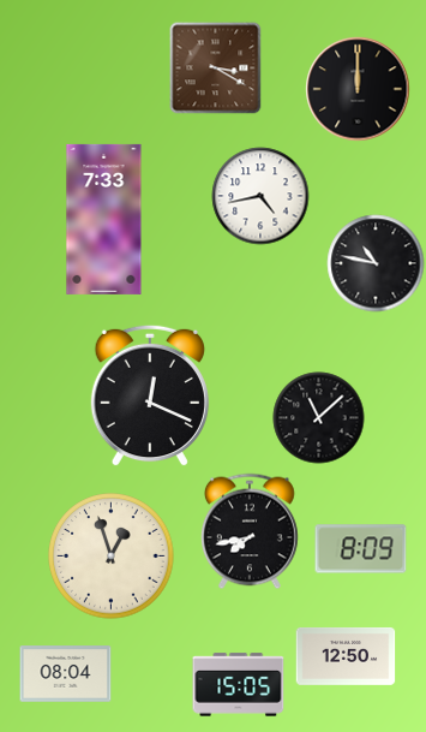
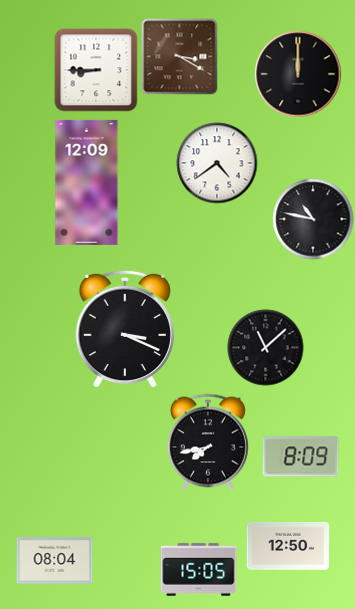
clock at (96, 70): none -> 8:45
clock at (260, 196): 4:43 -> 4:39
clock at (104, 219): 7:33 -> 12:09
clock at (150, 395): 12:19 -> 3:19
clock at (112, 557): 12:57 -> none
